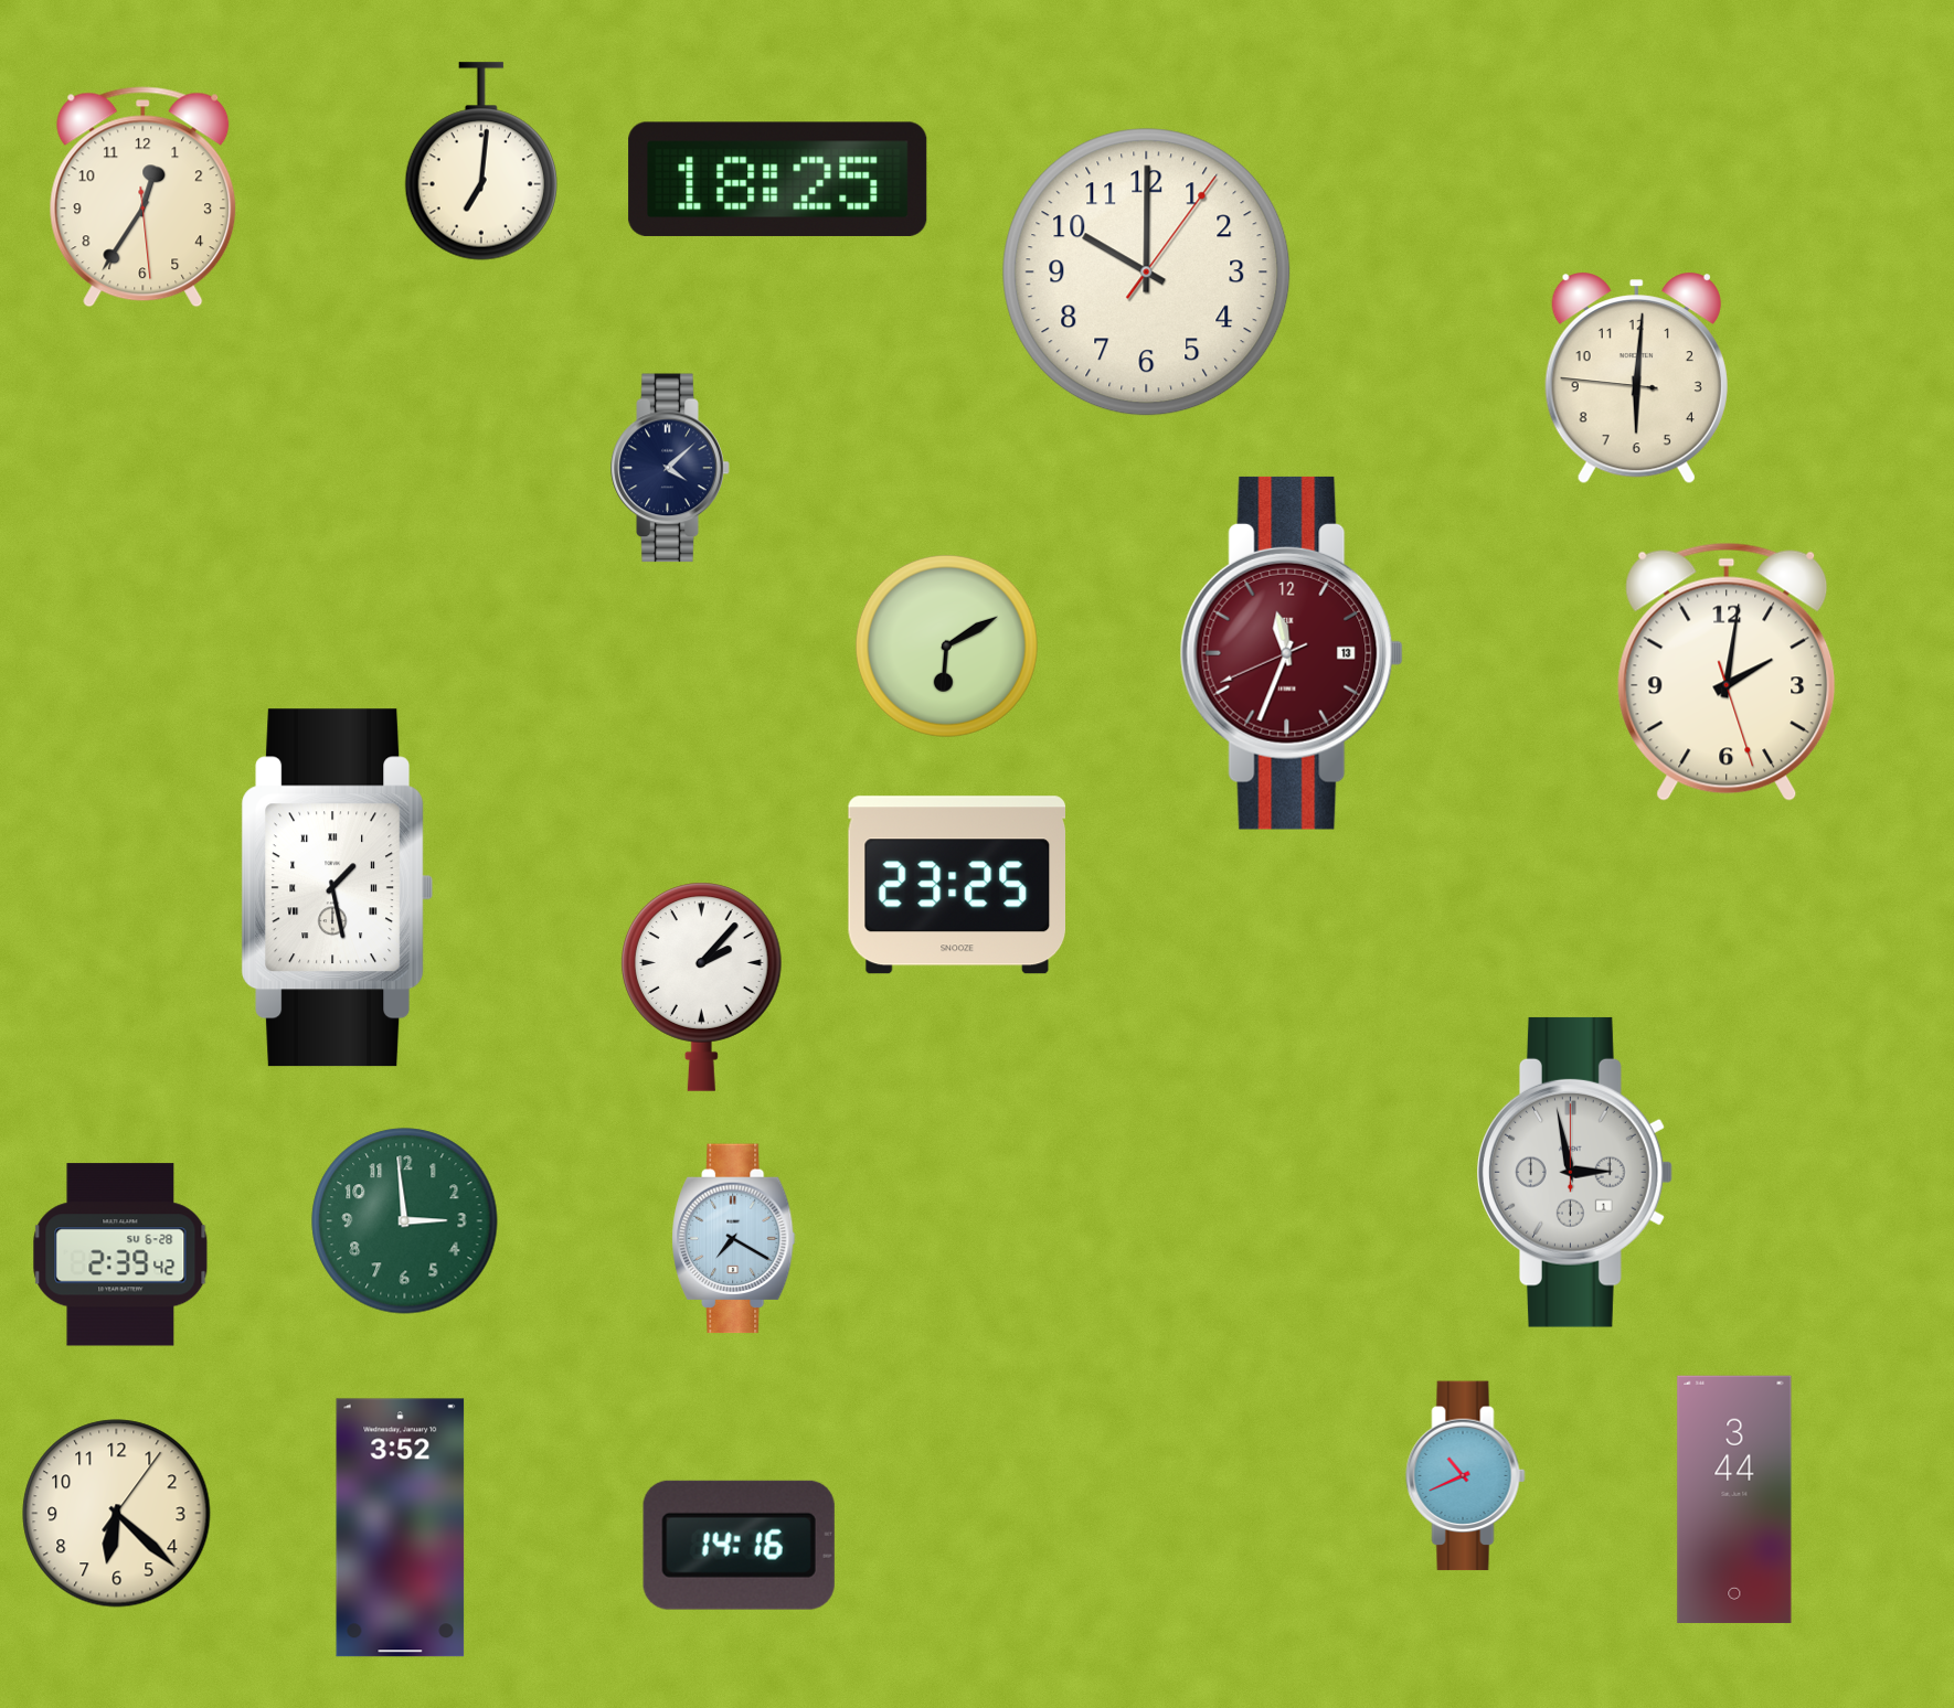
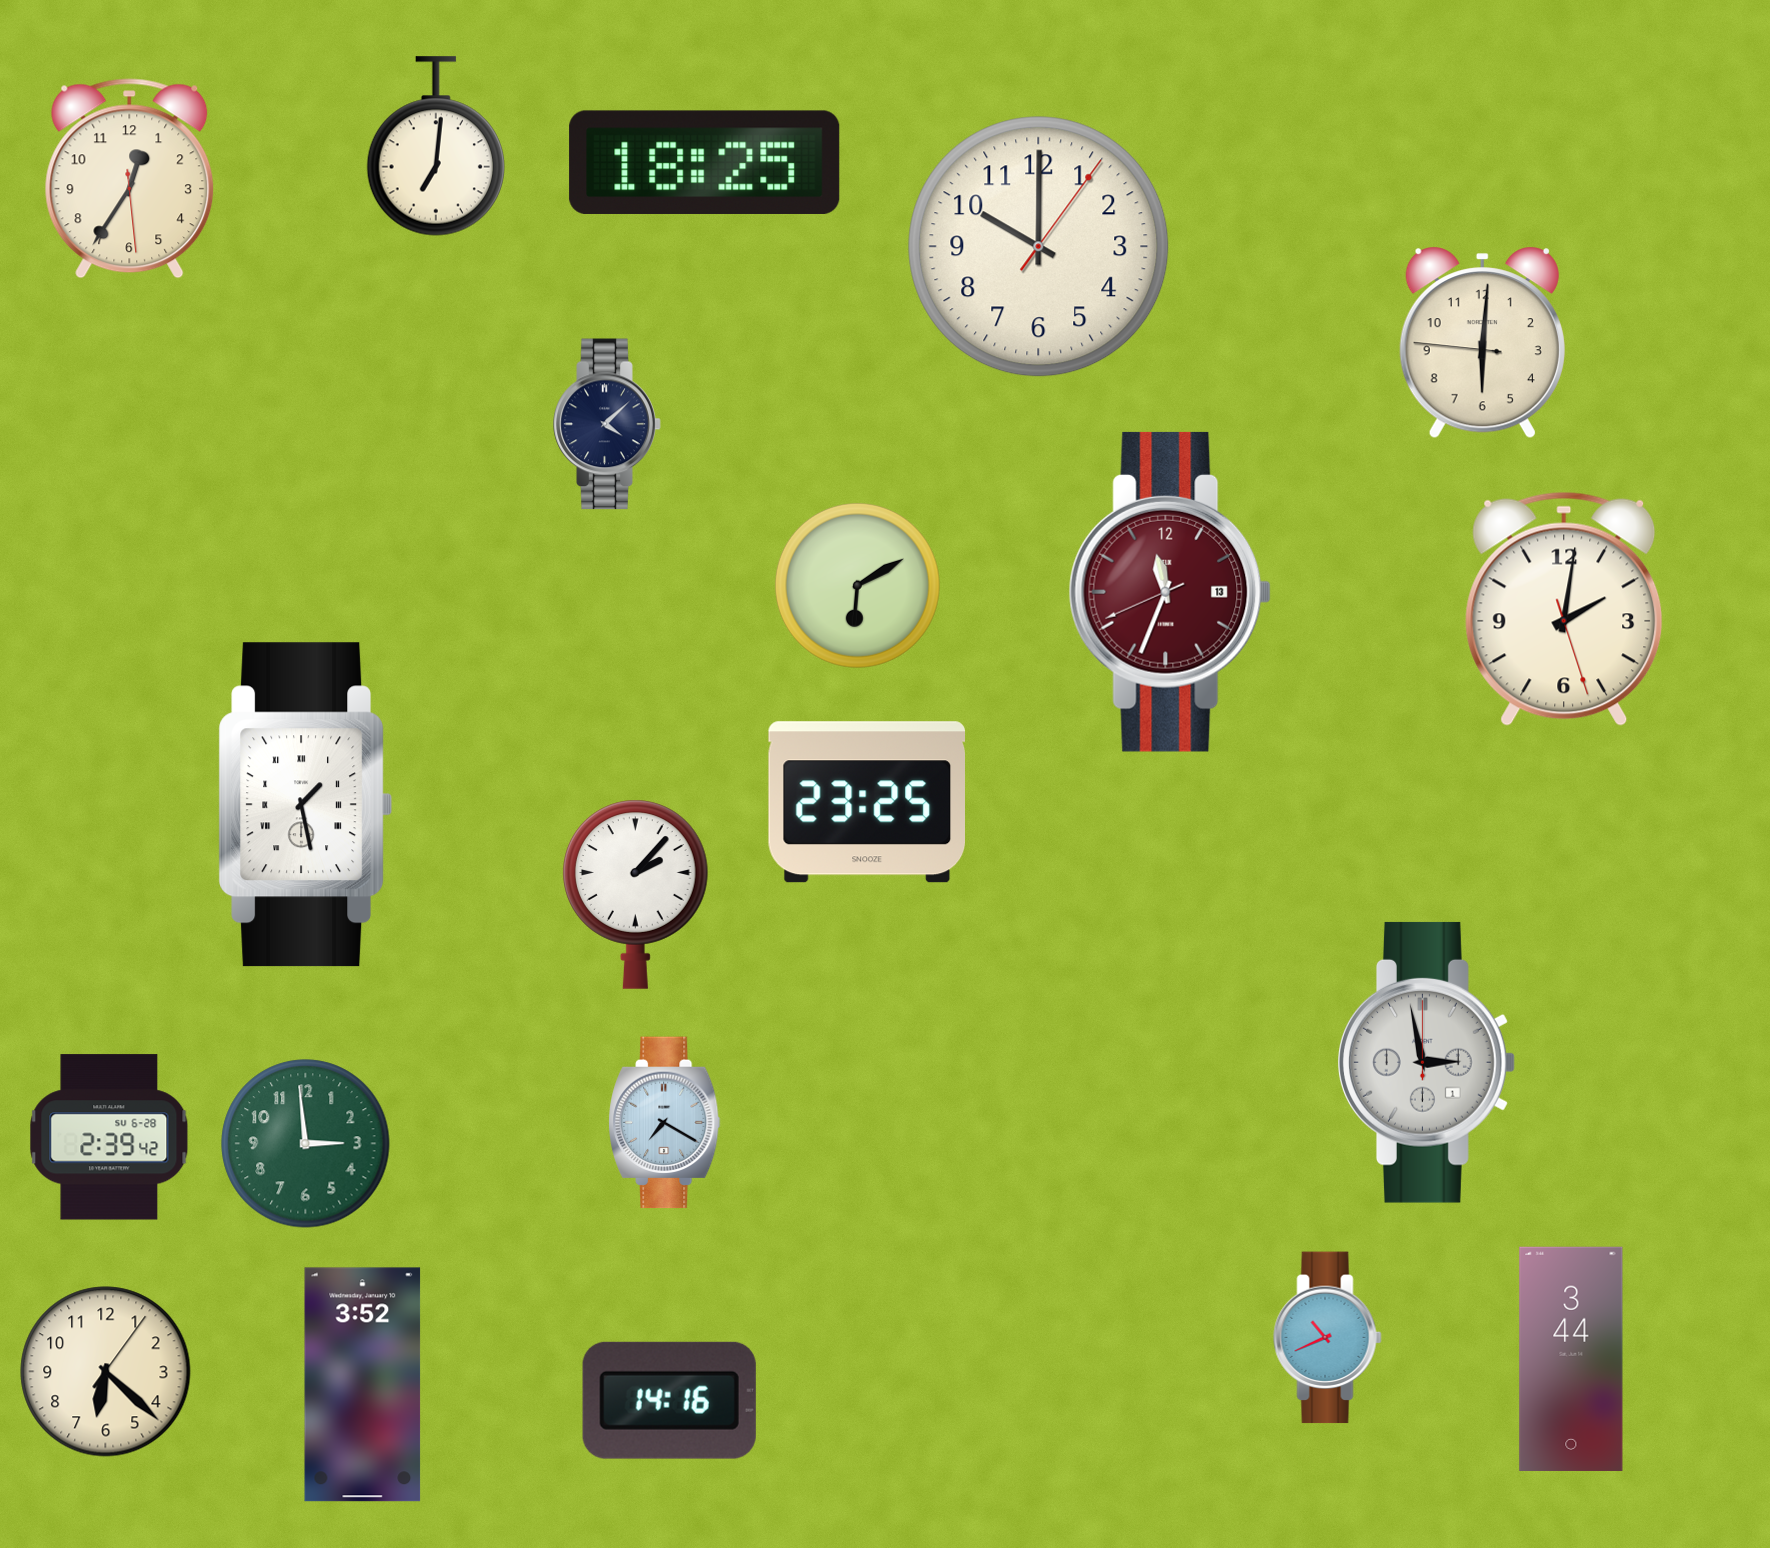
clock at (405, 1221) position: (405, 1221) -> (306, 1144)
